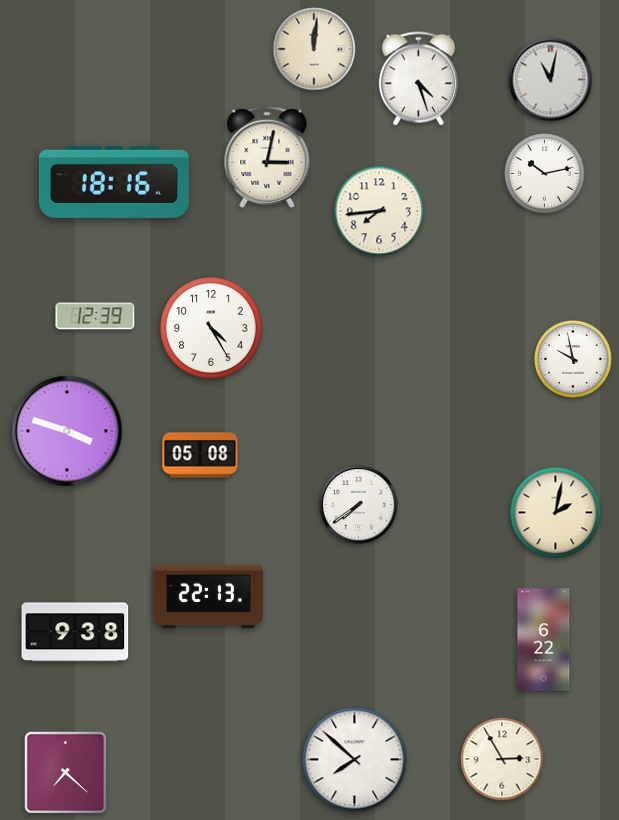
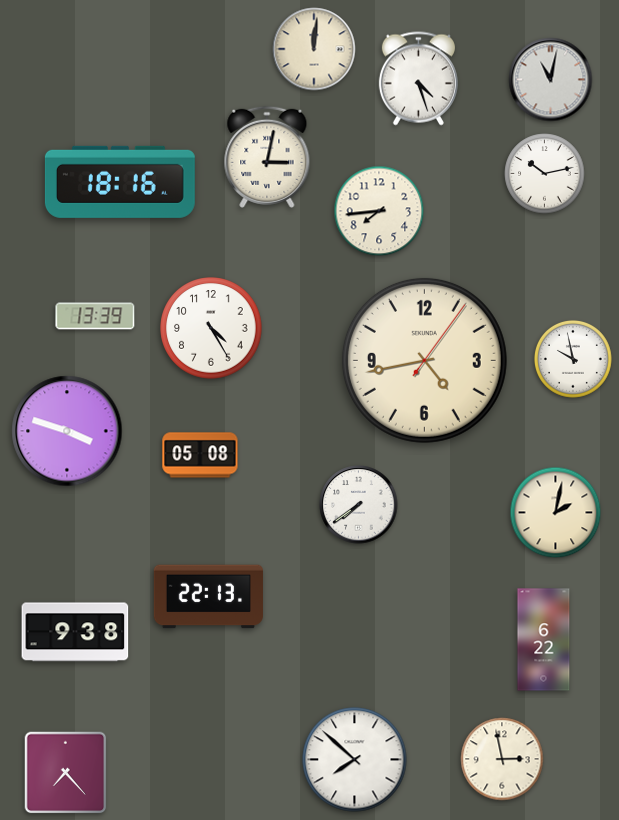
clock at (114, 182) position: (114, 182) -> (120, 182)
clock at (95, 316): 12:39 -> 13:39
clock at (424, 360): none -> 4:43
clock at (502, 759): 2:55 -> 2:58
clock at (66, 773): 7:22 -> 7:23
